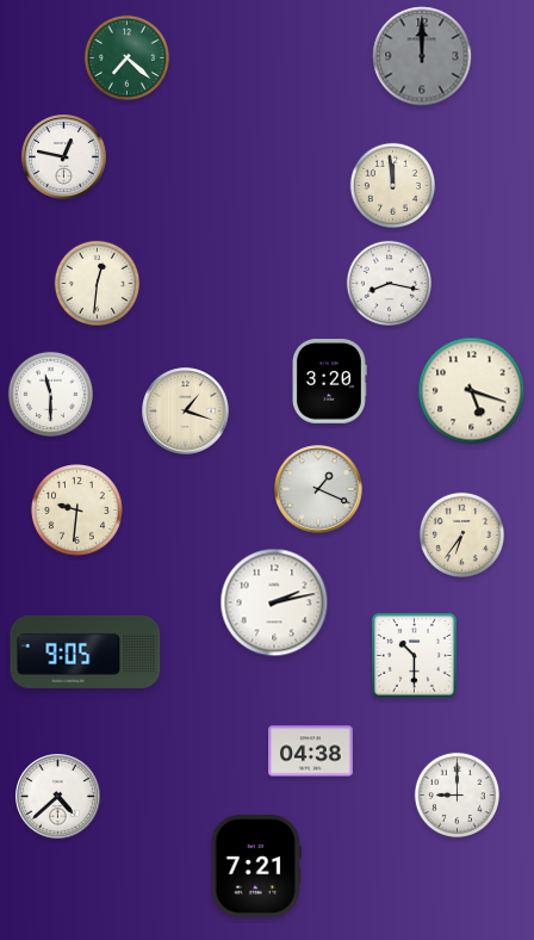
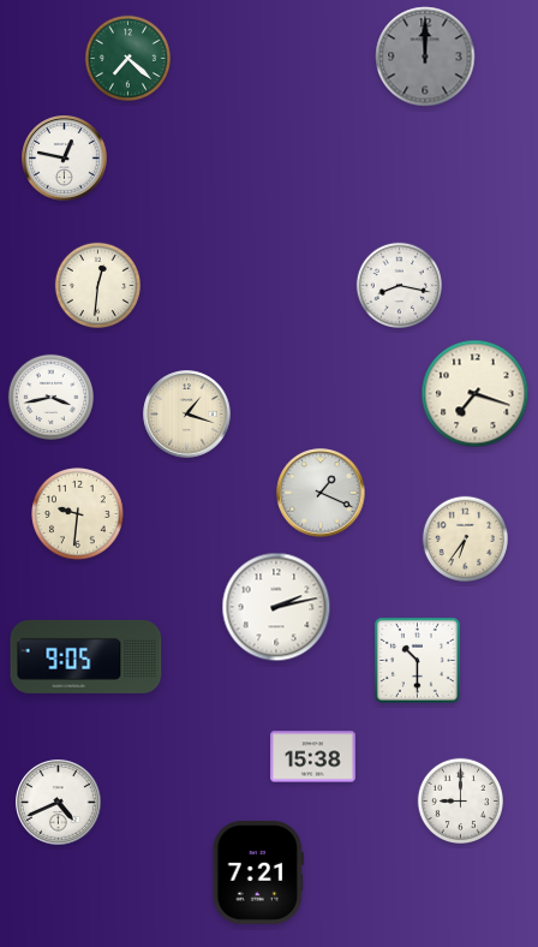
clock at (392, 185): 11:59 -> none
clock at (389, 283) position: (389, 283) -> (399, 285)
clock at (329, 382): 3:20 -> none
clock at (472, 391): 5:18 -> 7:18
clock at (50, 394): 11:30 -> 3:43
clock at (311, 752): 04:38 -> 15:38
clock at (58, 797): 4:38 -> 4:41
